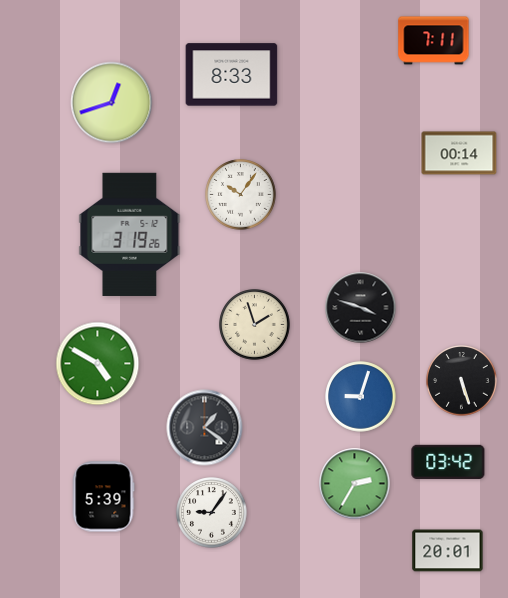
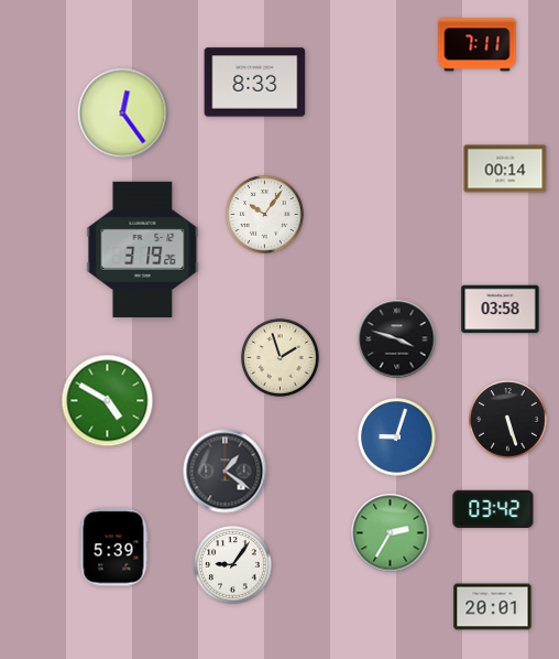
clock at (112, 103): 12:42 -> 12:24
clock at (130, 234) position: (130, 234) -> (143, 249)
clock at (501, 310): none -> 03:58
